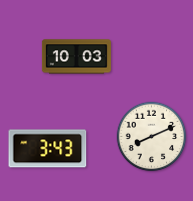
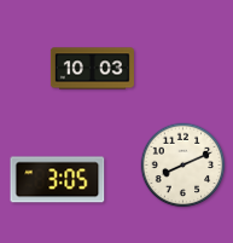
clock at (48, 149): 3:43 -> 3:05
